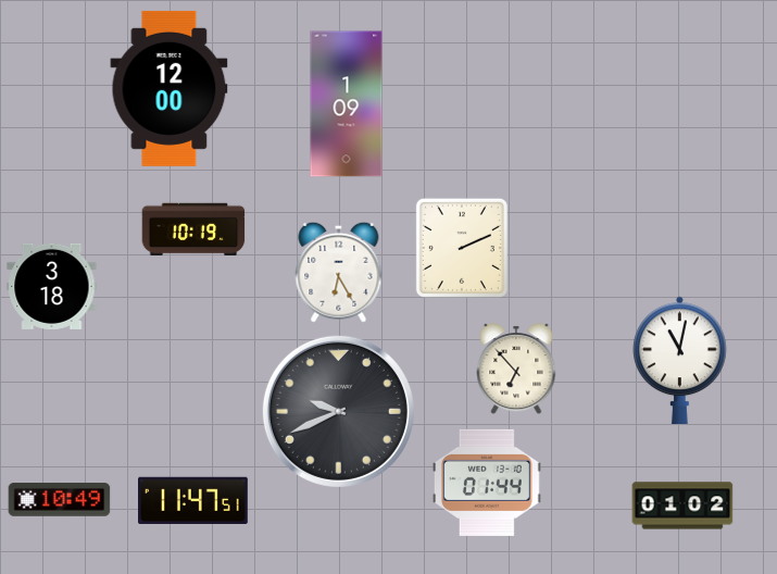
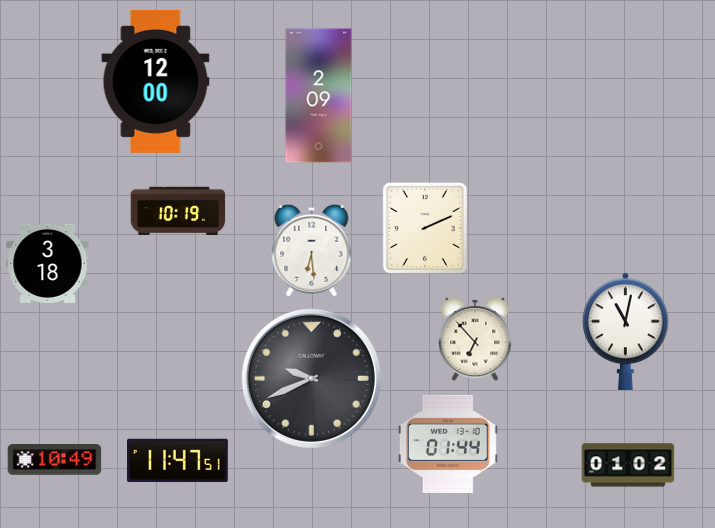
clock at (347, 104): 1:09 -> 2:09
clock at (339, 272): 6:25 -> 6:29
